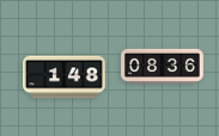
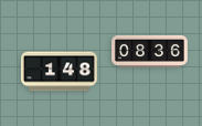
clock at (163, 66) position: (163, 66) -> (150, 51)
